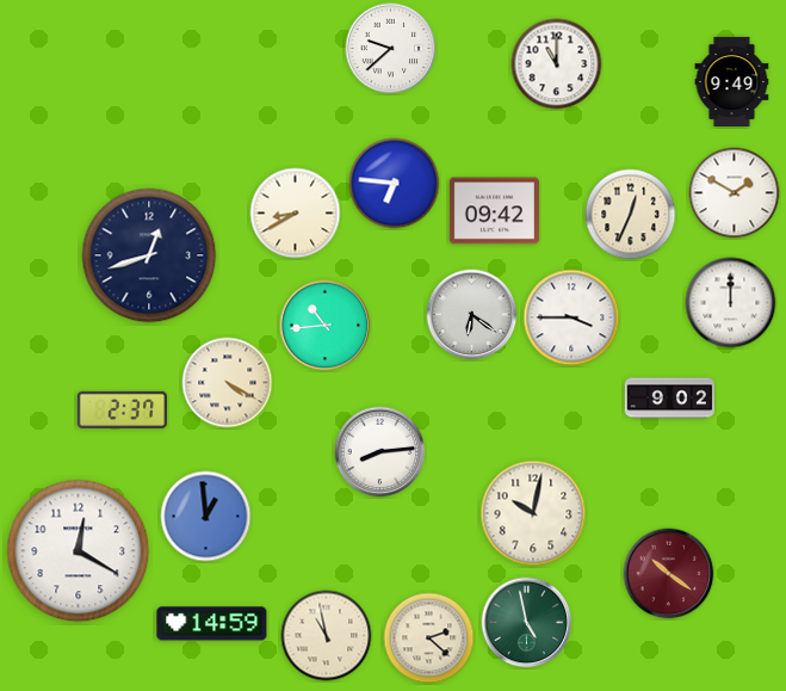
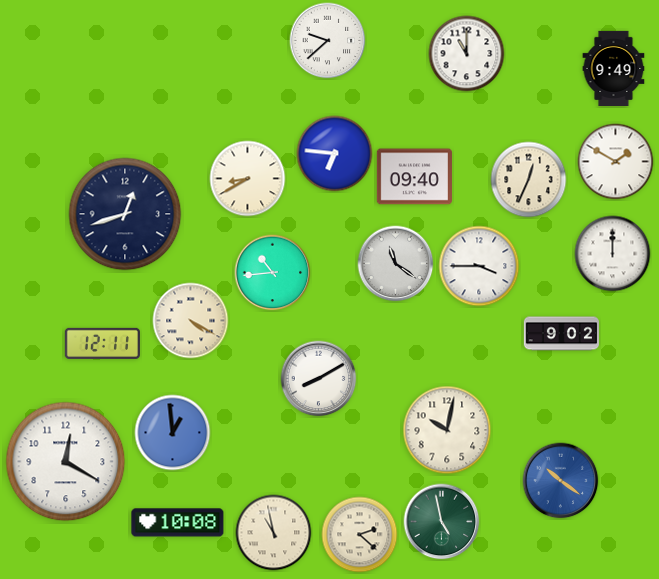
clock at (395, 184) position: (395, 184) -> (335, 154)
clock at (494, 211): 09:42 -> 09:40
clock at (472, 315): 6:21 -> 11:21
clock at (122, 409): 2:37 -> 12:11
clock at (380, 452): 8:14 -> 8:10
clock at (669, 574) dial: burgundy -> blue
clock at (212, 624): 14:59 -> 10:08
